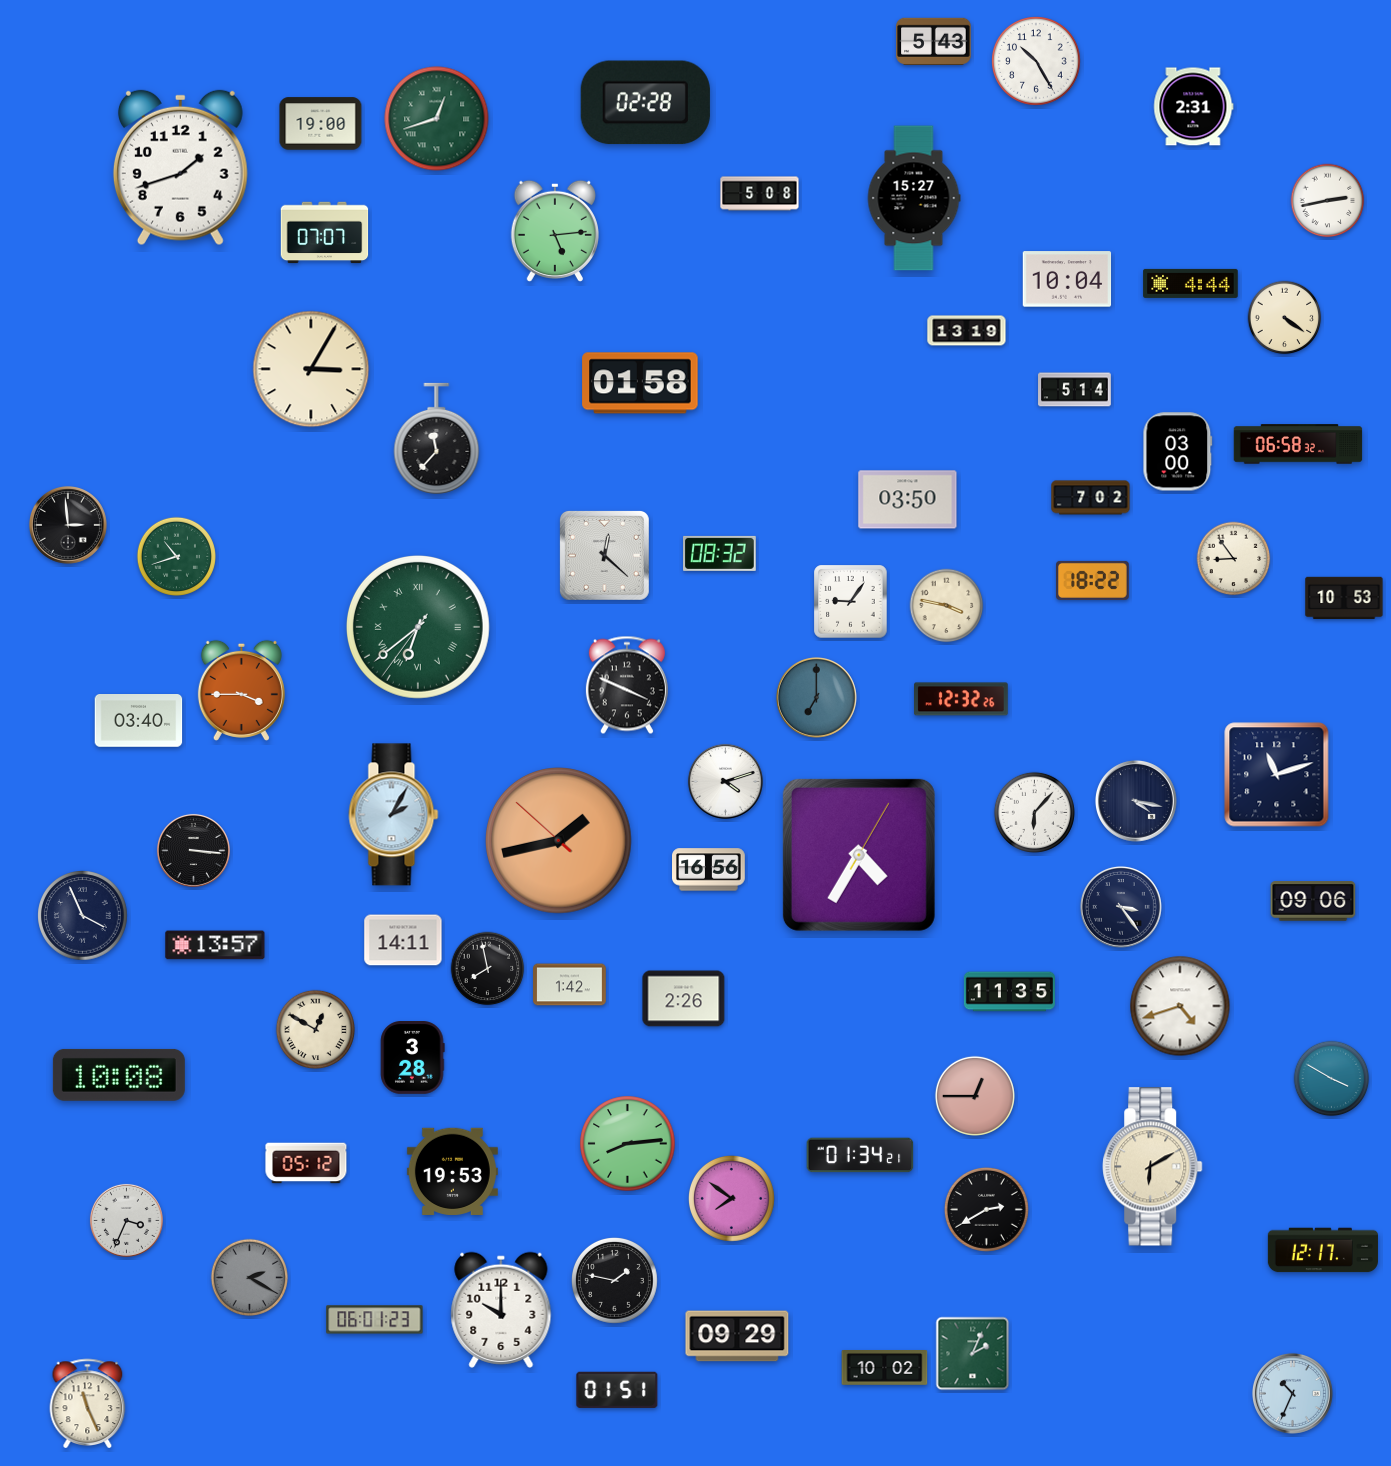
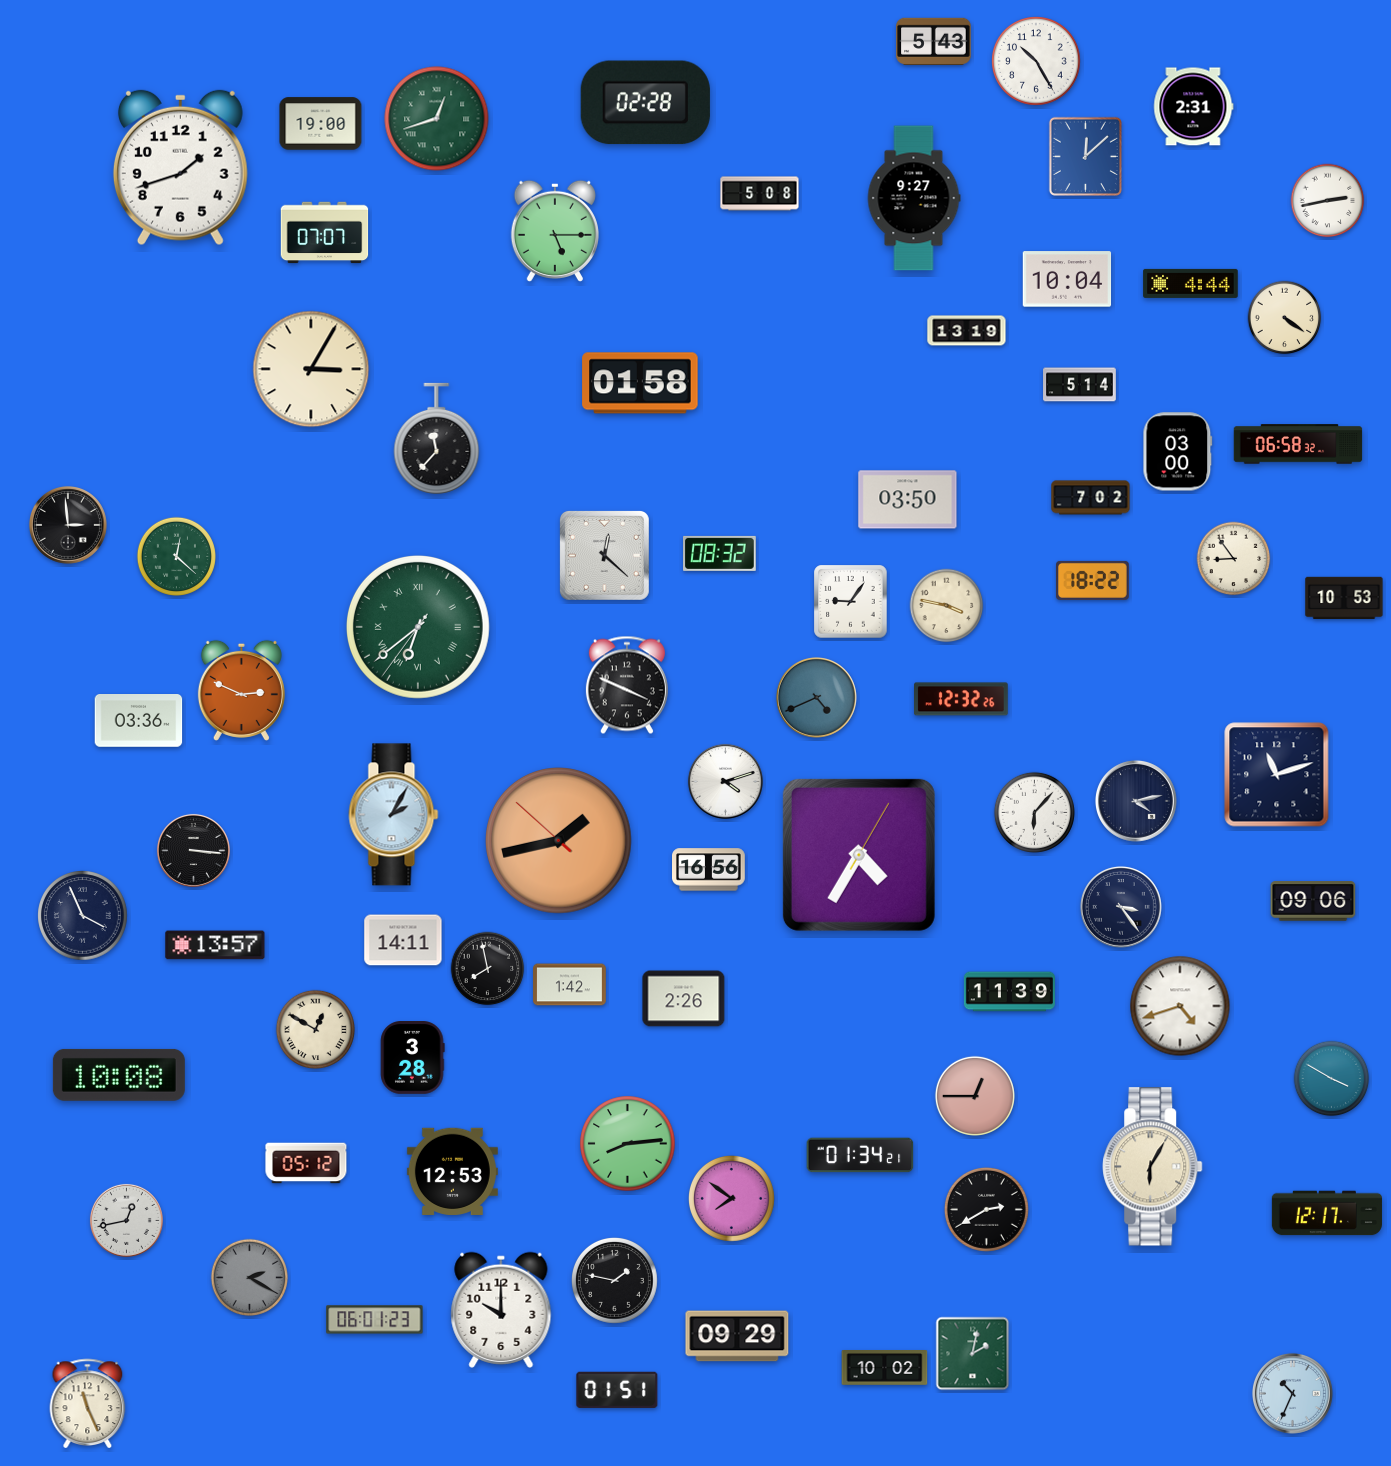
clock at (1085, 156): none -> 12:08
clock at (914, 198): 15:27 -> 9:27
clock at (555, 231): 5:14 -> 5:15
clock at (1075, 390) position: (1075, 390) -> (1080, 385)
clock at (176, 556): 10:42 -> 12:22
clock at (241, 690): 3:45 -> 2:49
clock at (816, 697): 7:00 -> 4:41
clock at (139, 721): 03:40 -> 03:36
clock at (1136, 801): 4:17 -> 4:13
clock at (1009, 992): 11:35 -> 11:39
clock at (1153, 1167): 6:10 -> 6:05
clock at (452, 1171): 19:53 -> 12:53
clock at (126, 1220): 3:34 -> 12:43
clock at (1323, 1250) position: (1323, 1250) -> (1327, 1213)
clock at (973, 1354): 2:04 -> 2:02
